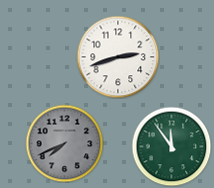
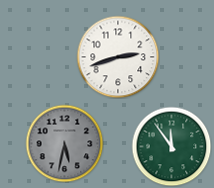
clock at (64, 143): 7:41 -> 5:32
